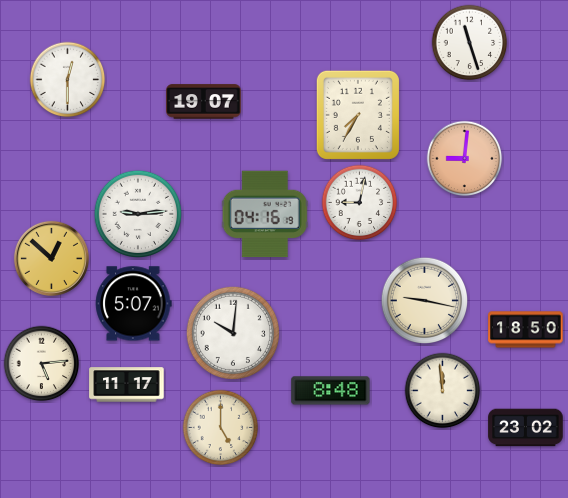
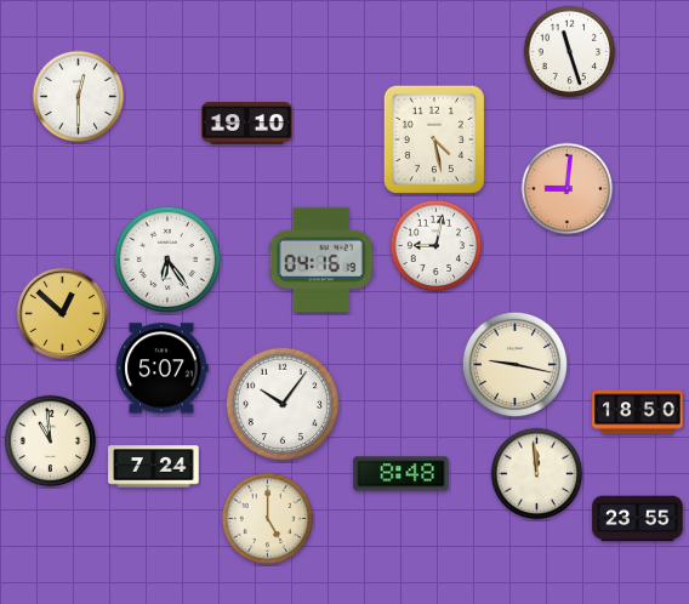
clock at (68, 80) position: (68, 80) -> (79, 97)
clock at (204, 102): 19:07 -> 19:10
clock at (358, 115): 7:35 -> 4:28
clock at (465, 159) position: (465, 159) -> (568, 189)
clock at (138, 214): 9:14 -> 6:24
clock at (526, 330) position: (526, 330) -> (638, 412)
clock at (233, 333): 10:01 -> 10:06
clock at (42, 364): 5:14 -> 10:59
clock at (127, 385): 11:17 -> 7:24
clock at (526, 428): 23:02 -> 23:55
